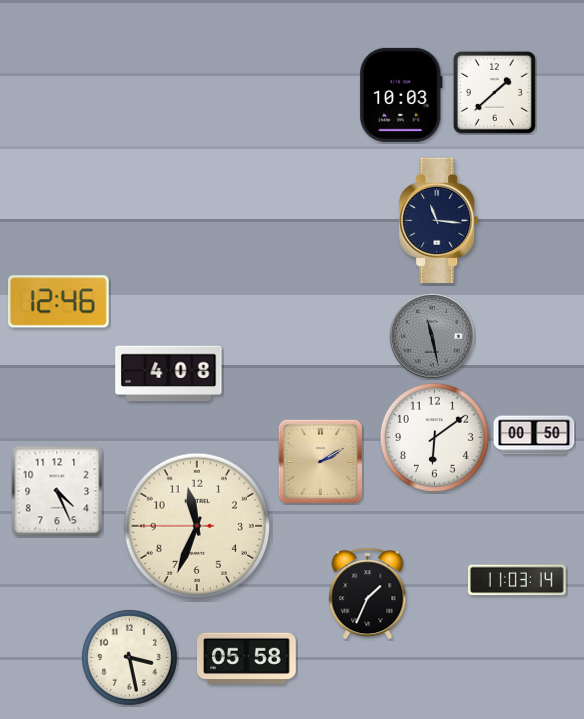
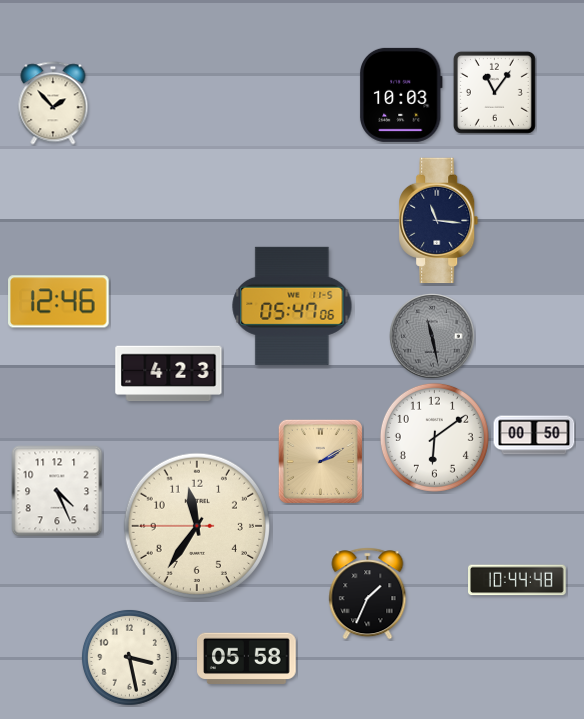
clock at (494, 92): 1:38 -> 11:06
clock at (53, 103): none -> 1:53
clock at (292, 306): none -> 05:47
clock at (169, 374): 4:08 -> 4:23
clock at (196, 525): 11:33 -> 11:35
clock at (518, 580): 11:03 -> 10:44
